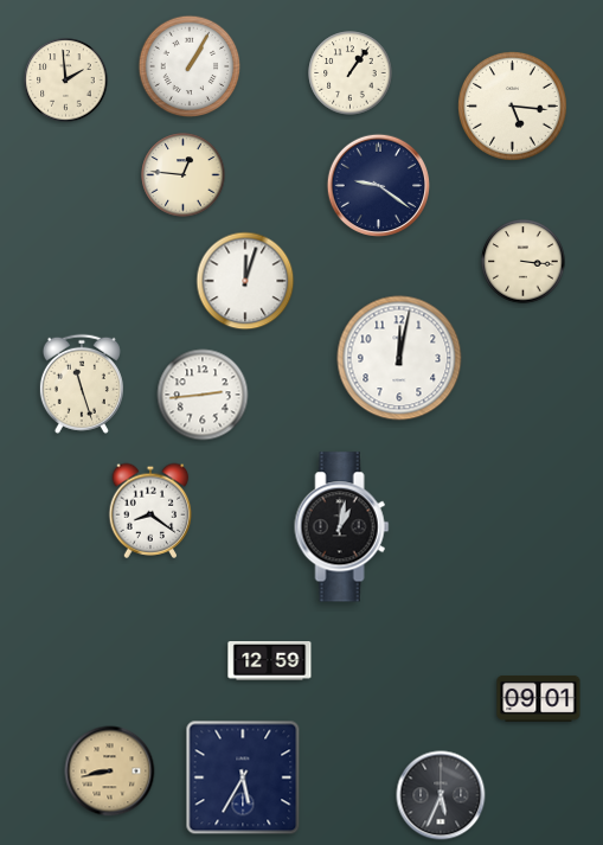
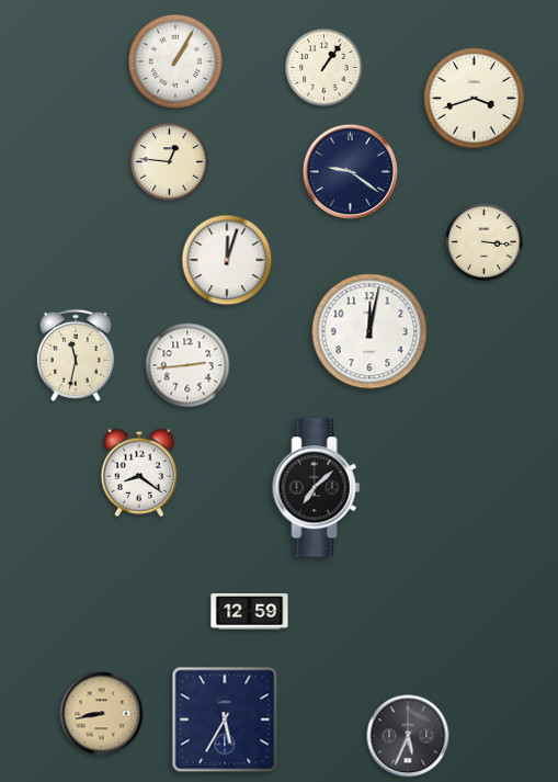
clock at (66, 81): 1:59 -> none
clock at (512, 105): 5:16 -> 3:42
clock at (82, 384): 11:27 -> 11:32
clock at (342, 527): 1:02 -> 7:08
clock at (539, 699): 09:01 -> none
